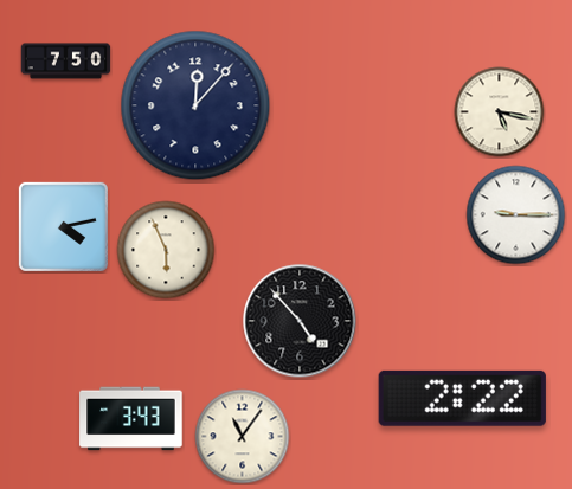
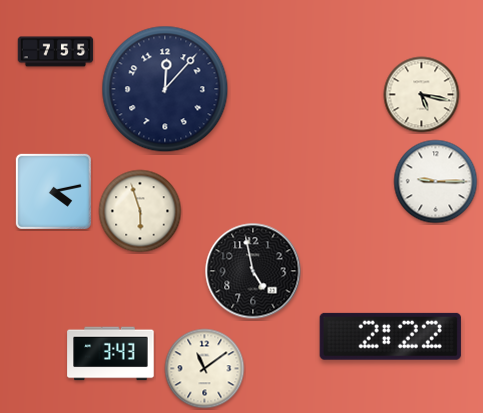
clock at (66, 62): 7:50 -> 7:55
clock at (166, 250): 5:56 -> 5:57
clock at (300, 321): 4:53 -> 4:58
clock at (243, 437): 11:06 -> 11:09
